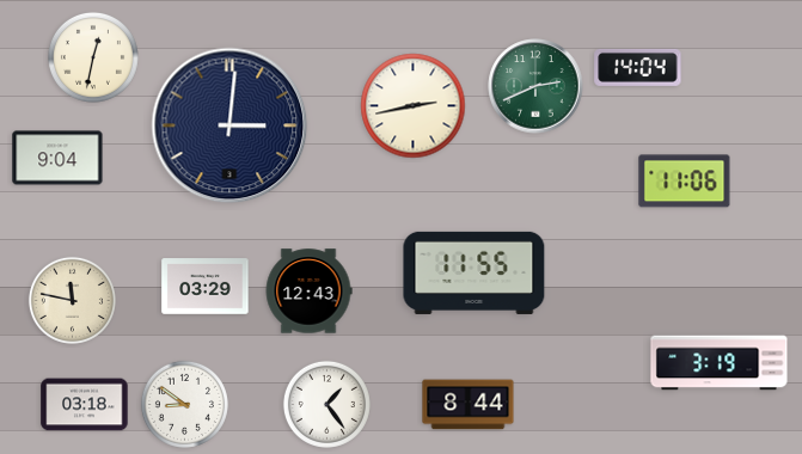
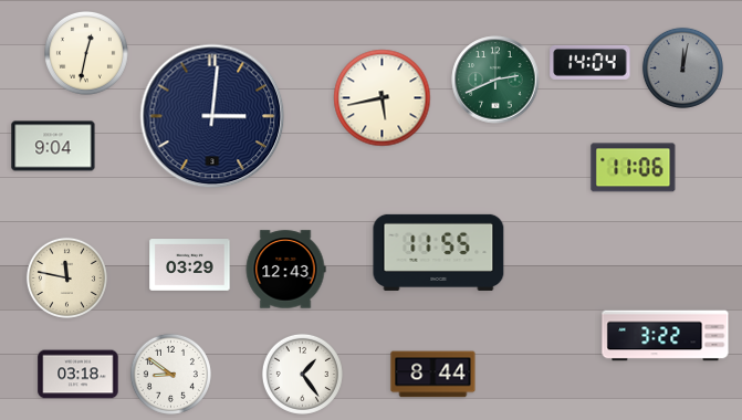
clock at (682, 67): none -> 12:02
clock at (414, 106): 2:43 -> 5:43
clock at (720, 363): 3:19 -> 3:22
